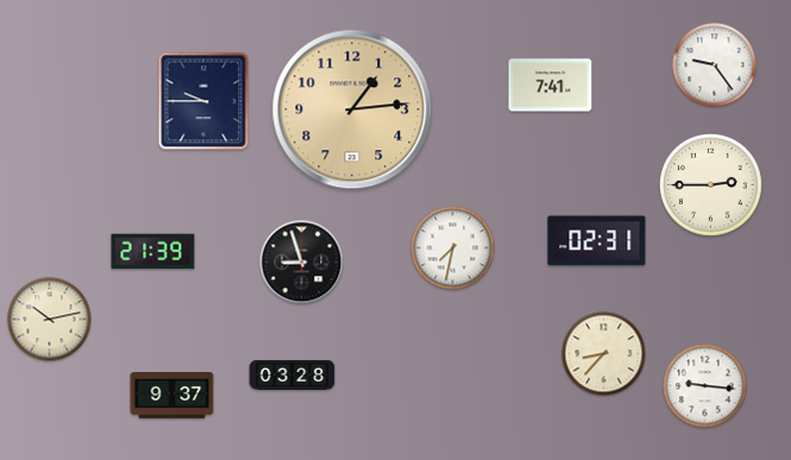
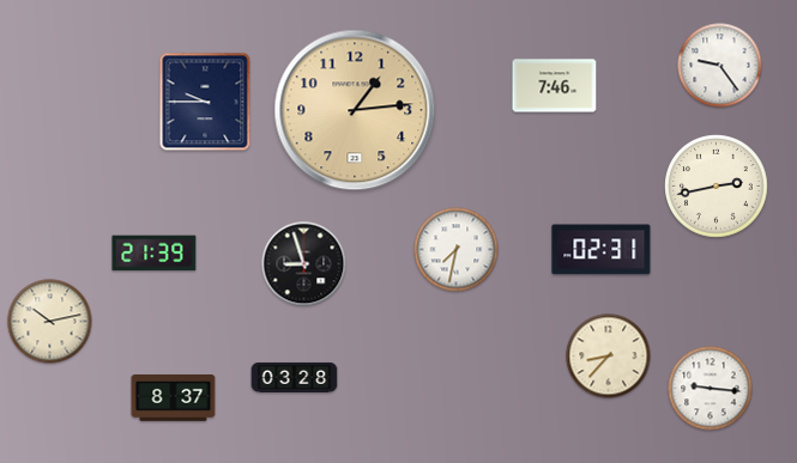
clock at (551, 86): 7:41 -> 7:46
clock at (711, 185): 2:45 -> 2:43
clock at (597, 241) position: (597, 241) -> (602, 250)
clock at (172, 395): 9:37 -> 8:37
